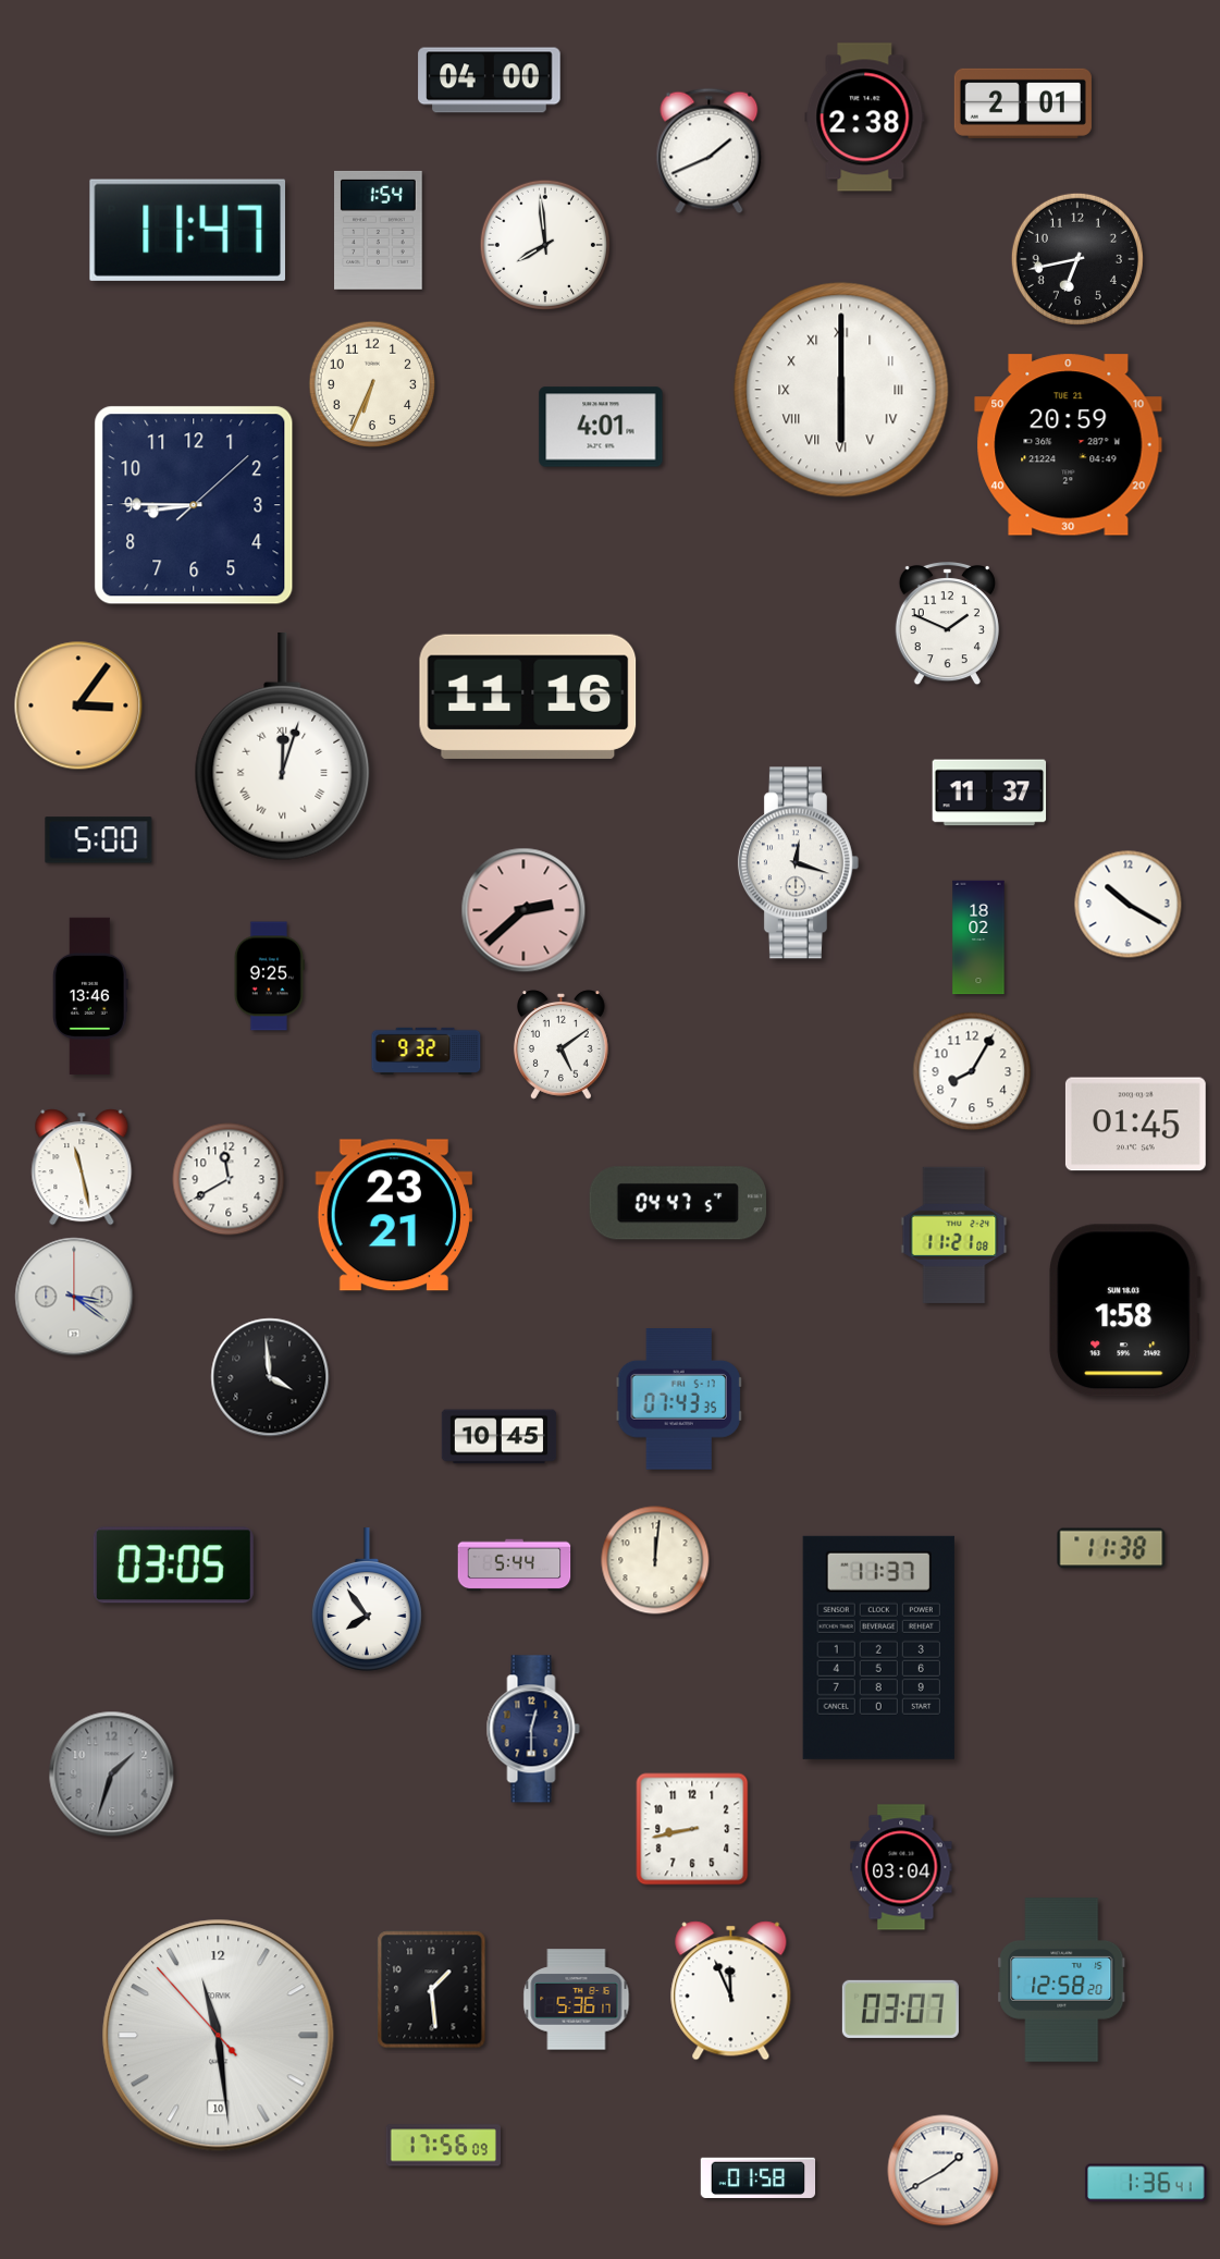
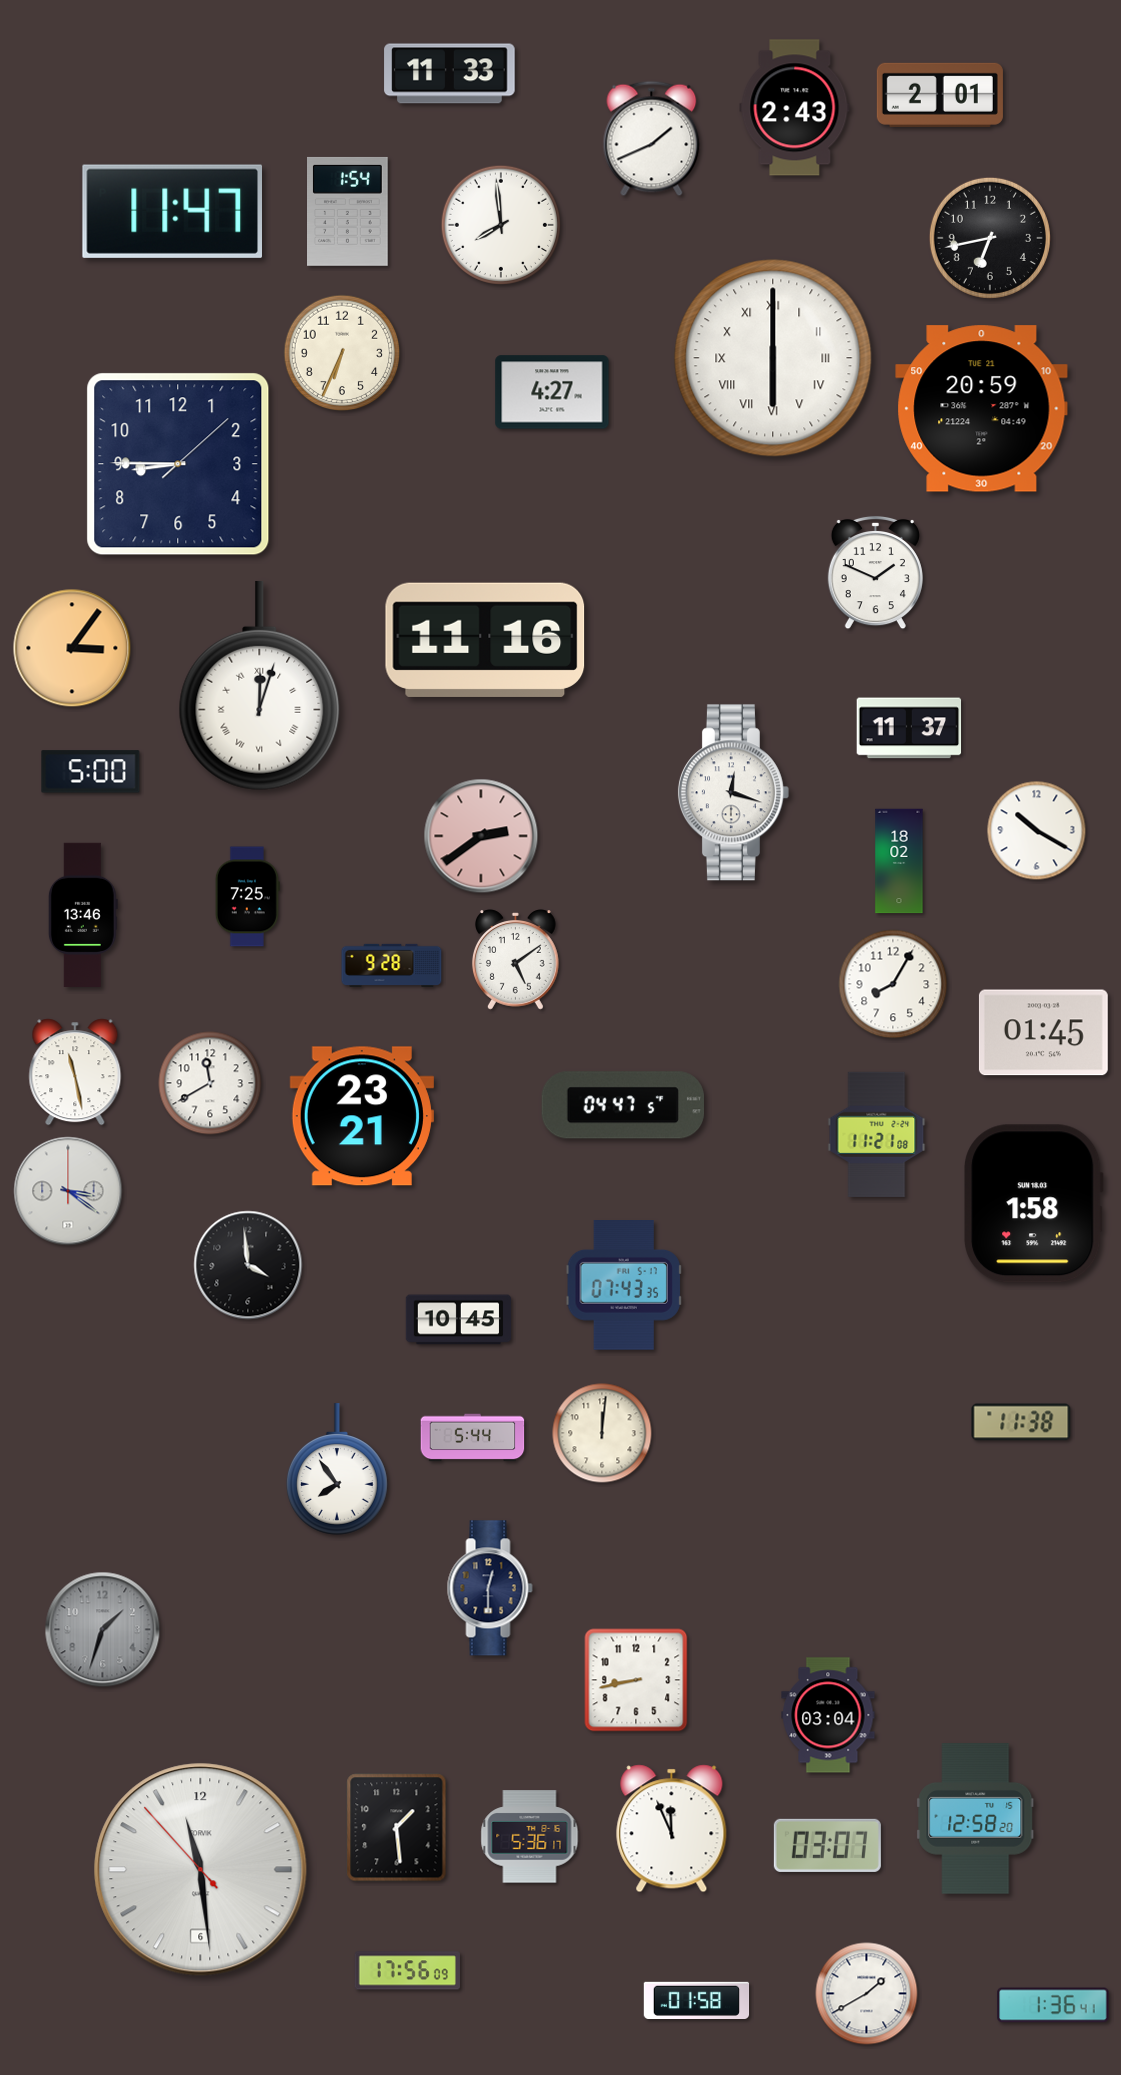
clock at (490, 81): 04:00 -> 11:33
clock at (865, 118): 2:38 -> 2:43
clock at (601, 427): 4:01 -> 4:27
clock at (947, 624) position: (947, 624) -> (875, 573)
clock at (523, 910): 2:38 -> 2:39
clock at (269, 977): 9:25 -> 7:25
clock at (427, 1051): 9:32 -> 9:28
clock at (173, 1566): 03:05 -> none
clock at (878, 1647): 11:37 -> none
clock at (219, 2036) date: 10 -> 6
